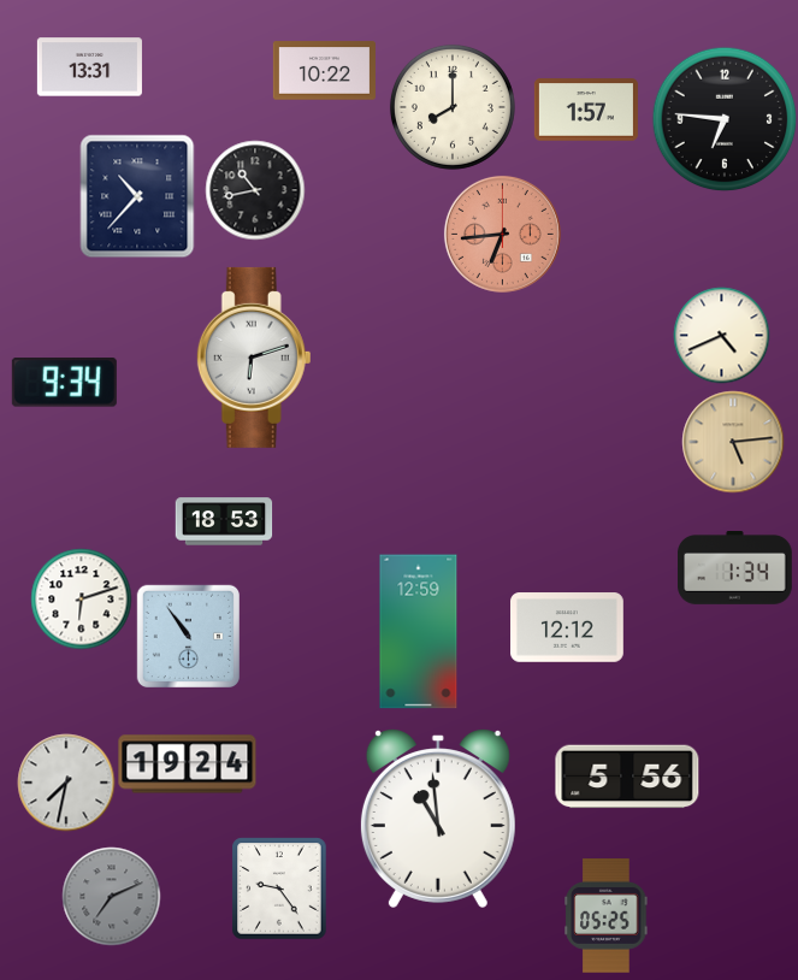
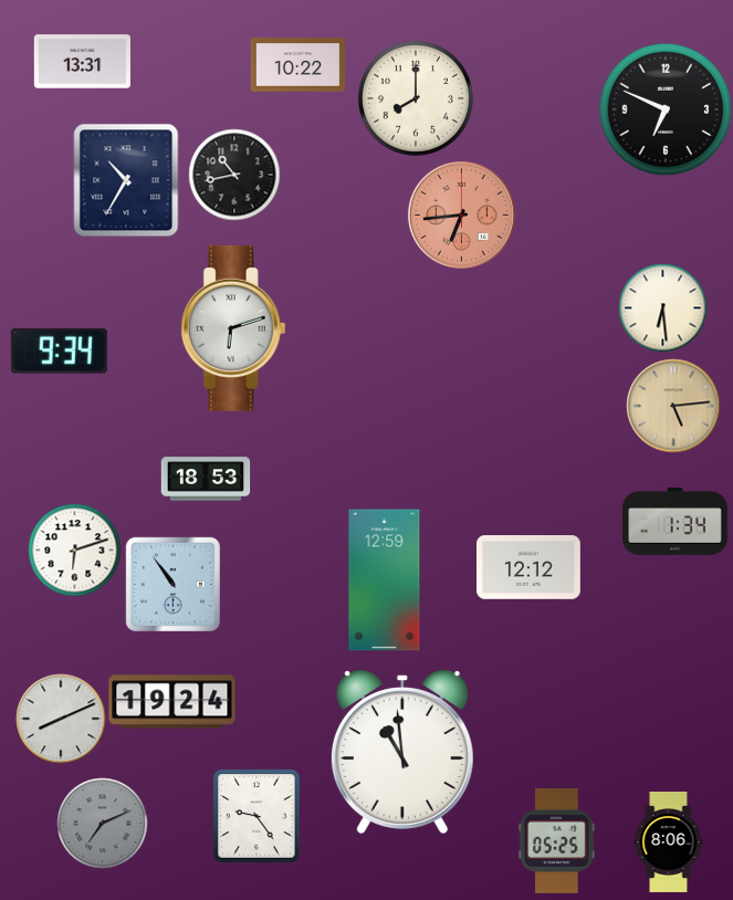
clock at (586, 110): 1:57 -> none
clock at (725, 119): 6:46 -> 6:49
clock at (137, 196): 10:37 -> 10:35
clock at (721, 335): 4:41 -> 6:29
clock at (568, 627) position: (568, 627) -> (530, 567)
clock at (627, 777): 5:56 -> none
clock at (66, 783): 7:32 -> 8:11
clock at (669, 841): none -> 8:06
